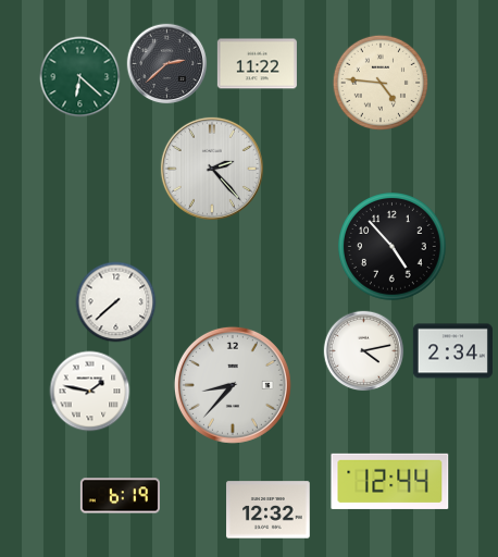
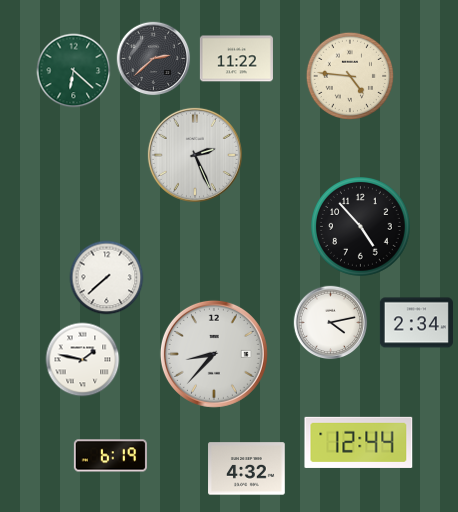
clock at (212, 169): 2:23 -> 2:26
clock at (364, 351) position: (364, 351) -> (331, 323)
clock at (269, 510): 12:32 -> 4:32
